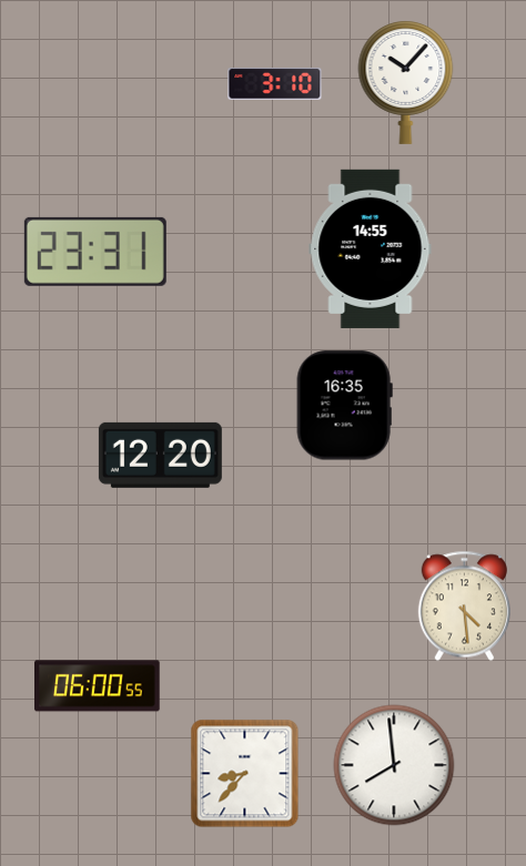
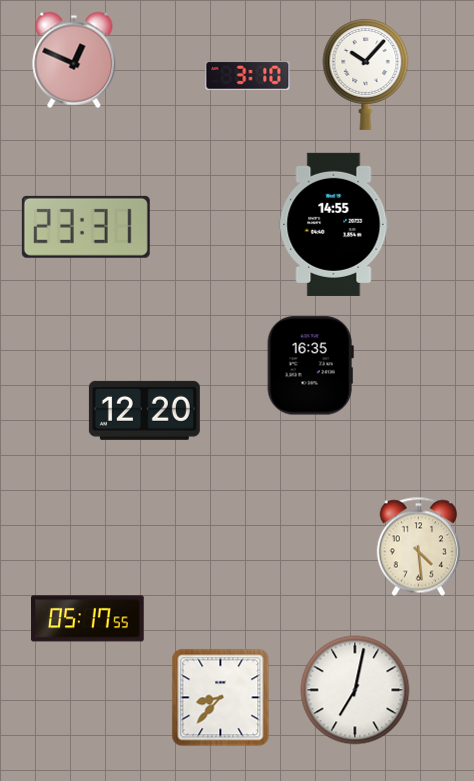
clock at (74, 60): none -> 12:49
clock at (98, 686): 06:00 -> 05:17
clock at (394, 765): 7:59 -> 7:02
